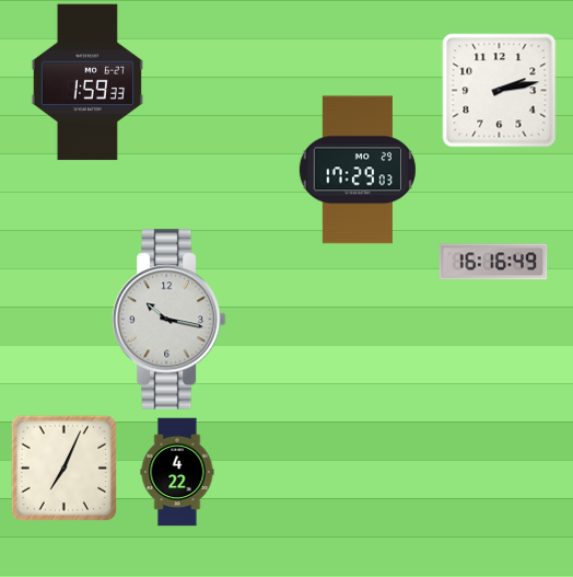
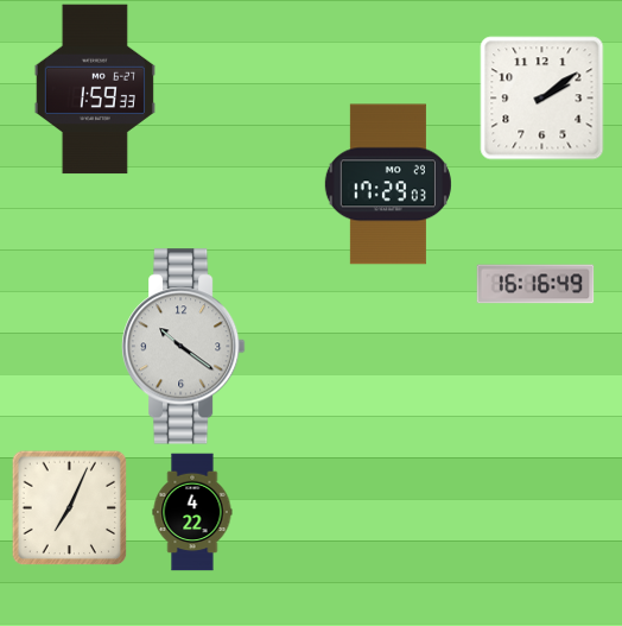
clock at (500, 91): 2:13 -> 2:09
clock at (168, 320): 10:17 -> 10:21
